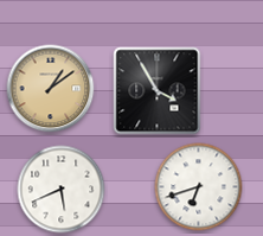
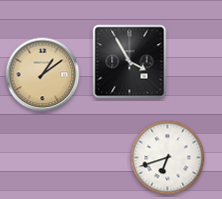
clock at (158, 91) position: (158, 91) -> (130, 62)
clock at (62, 190): 5:41 -> none
